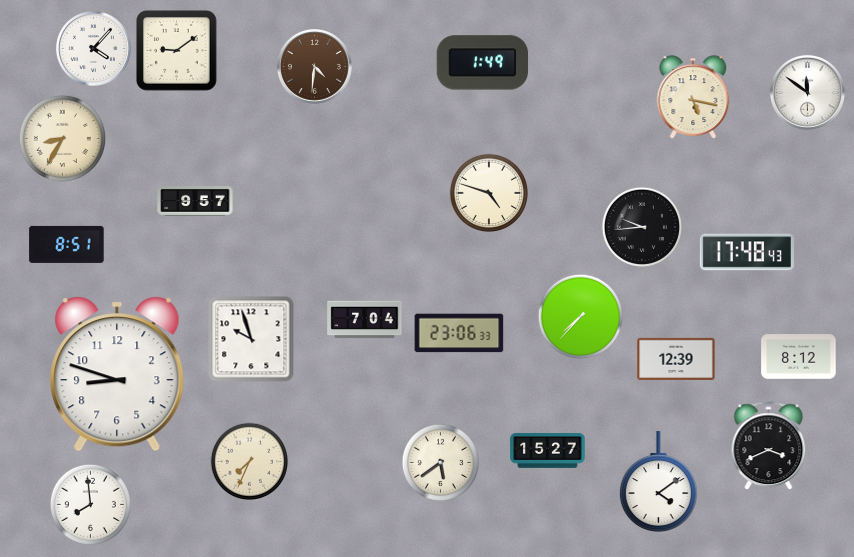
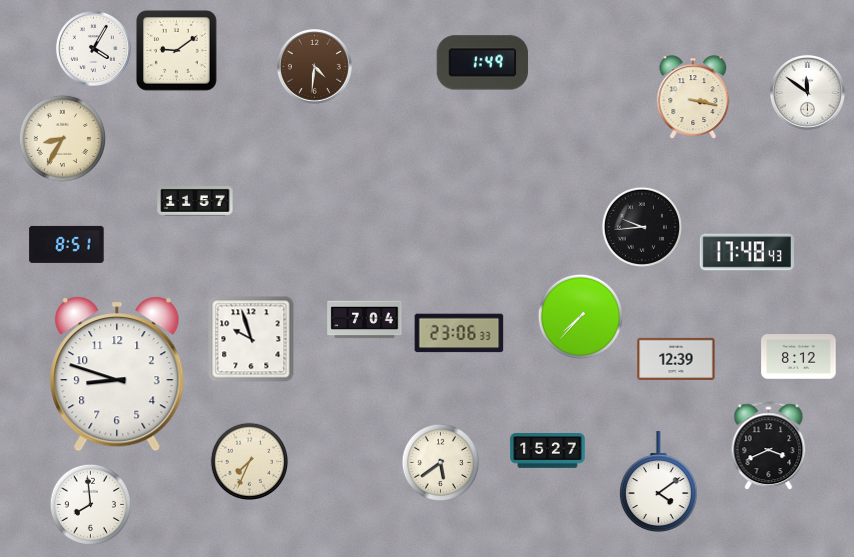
clock at (93, 48): 4:07 -> 4:05
clock at (693, 97): 5:17 -> 3:17
clock at (488, 192): 4:48 -> none
clock at (195, 202): 9:57 -> 11:57
